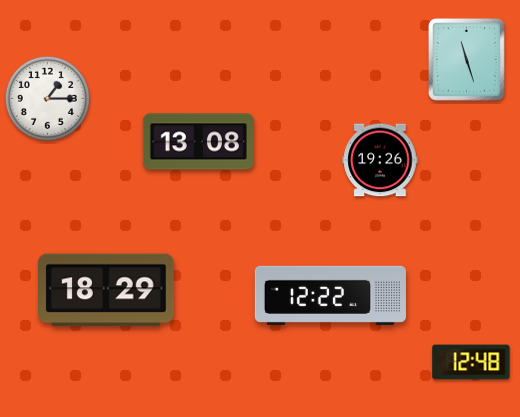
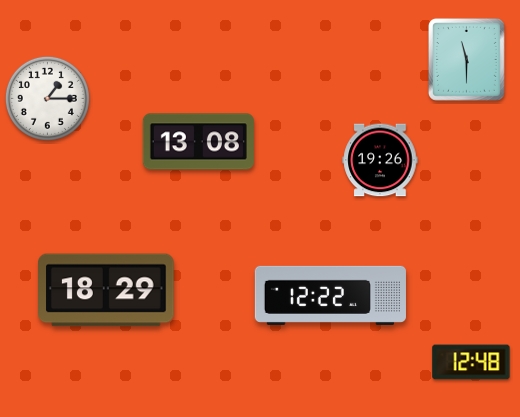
clock at (466, 59): 11:27 -> 11:30
